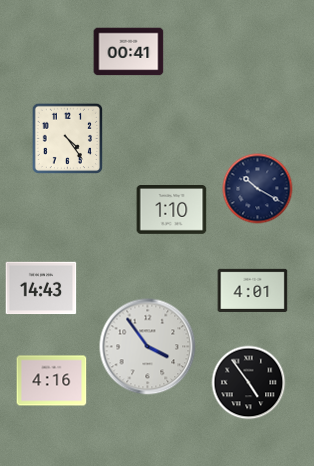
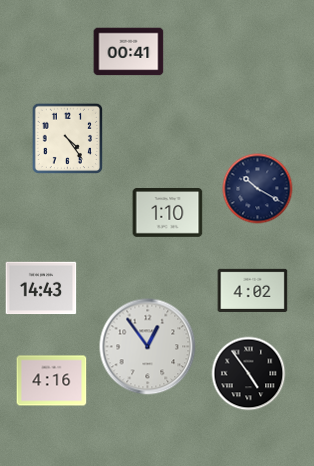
clock at (172, 210) position: (172, 210) -> (168, 213)
clock at (253, 290): 4:01 -> 4:02
clock at (148, 347): 3:54 -> 12:54
clock at (249, 383) position: (249, 383) -> (249, 374)
